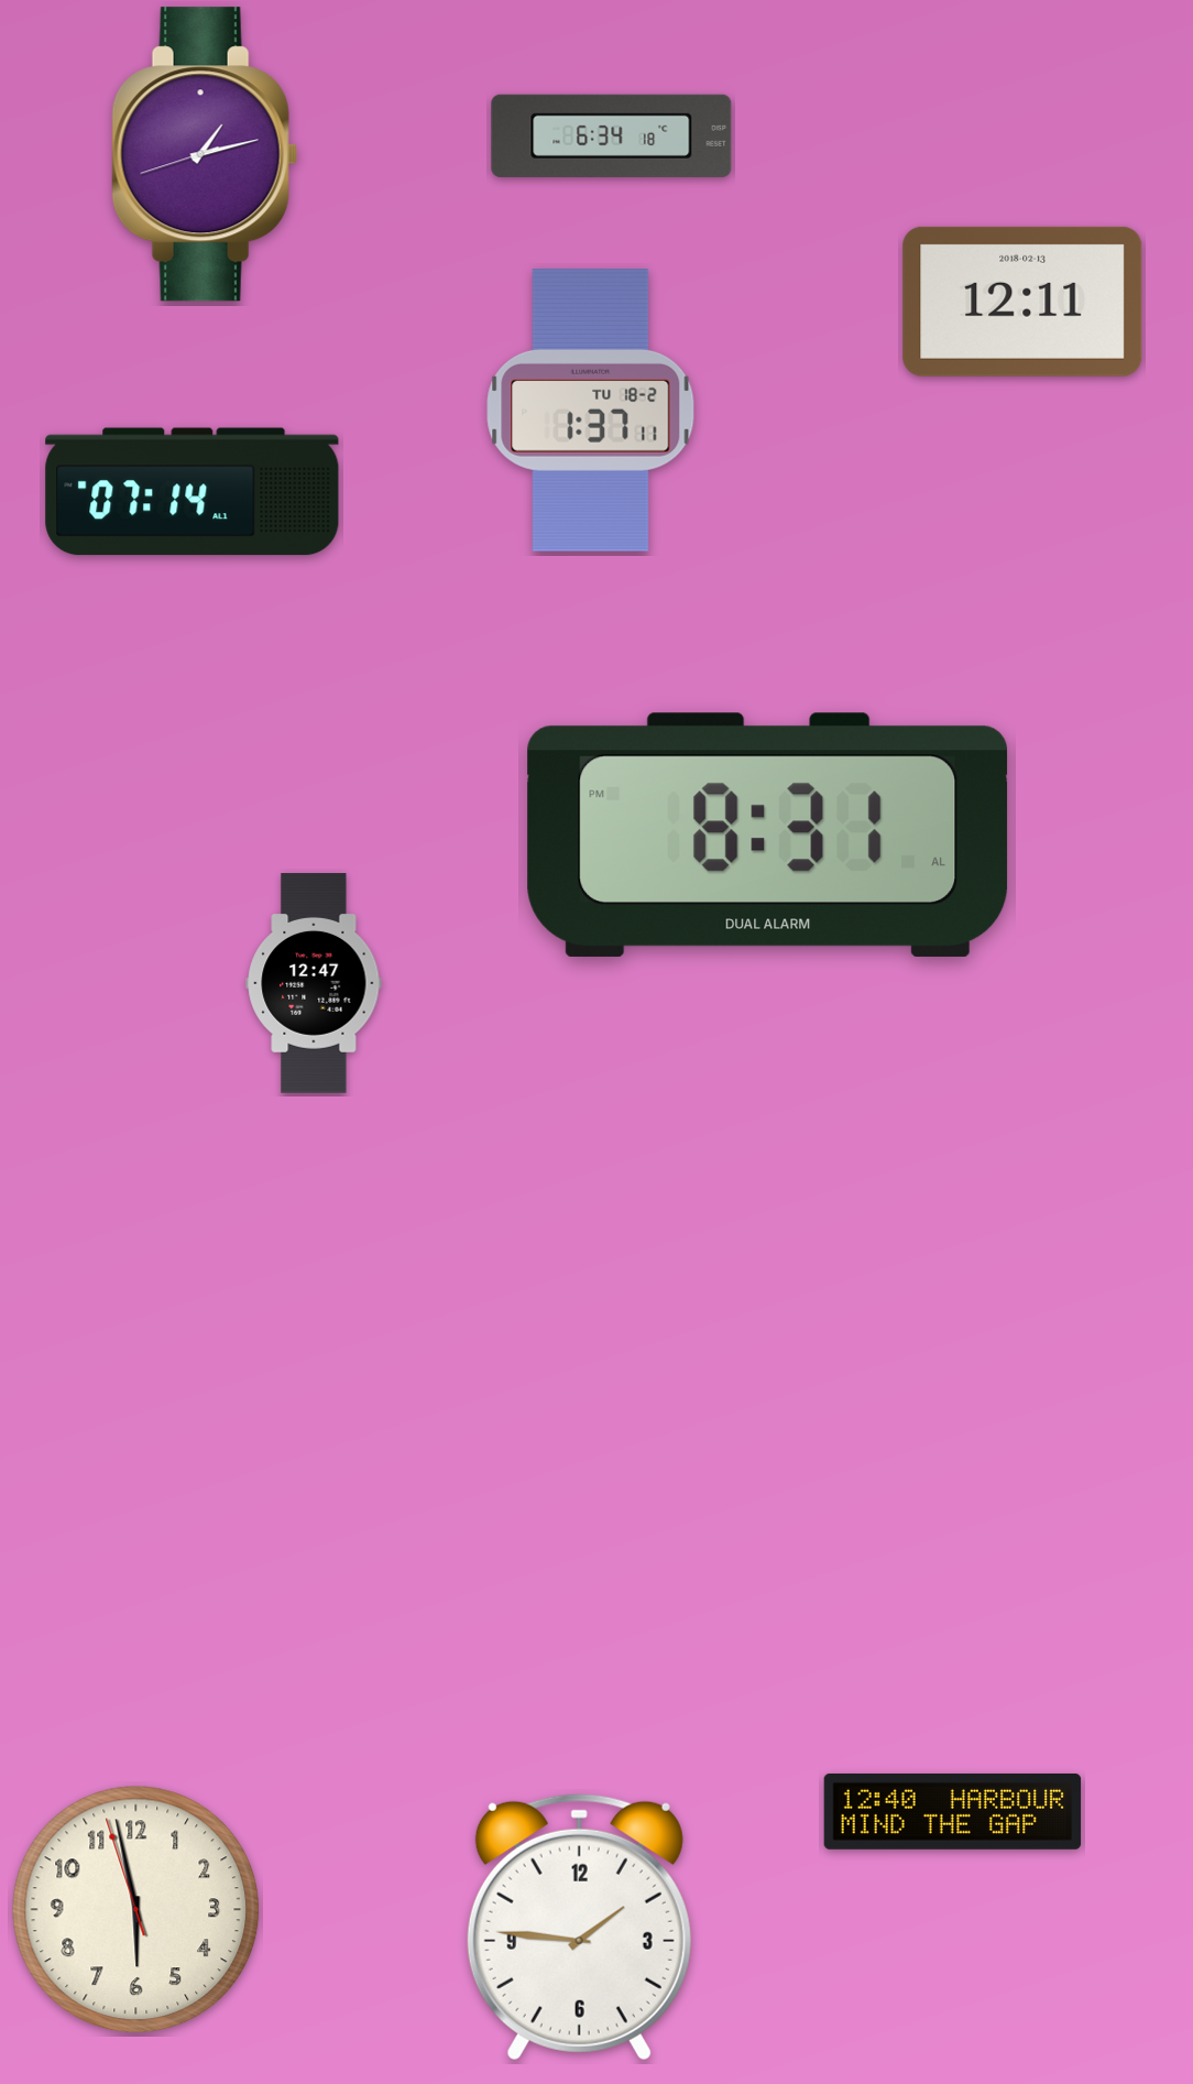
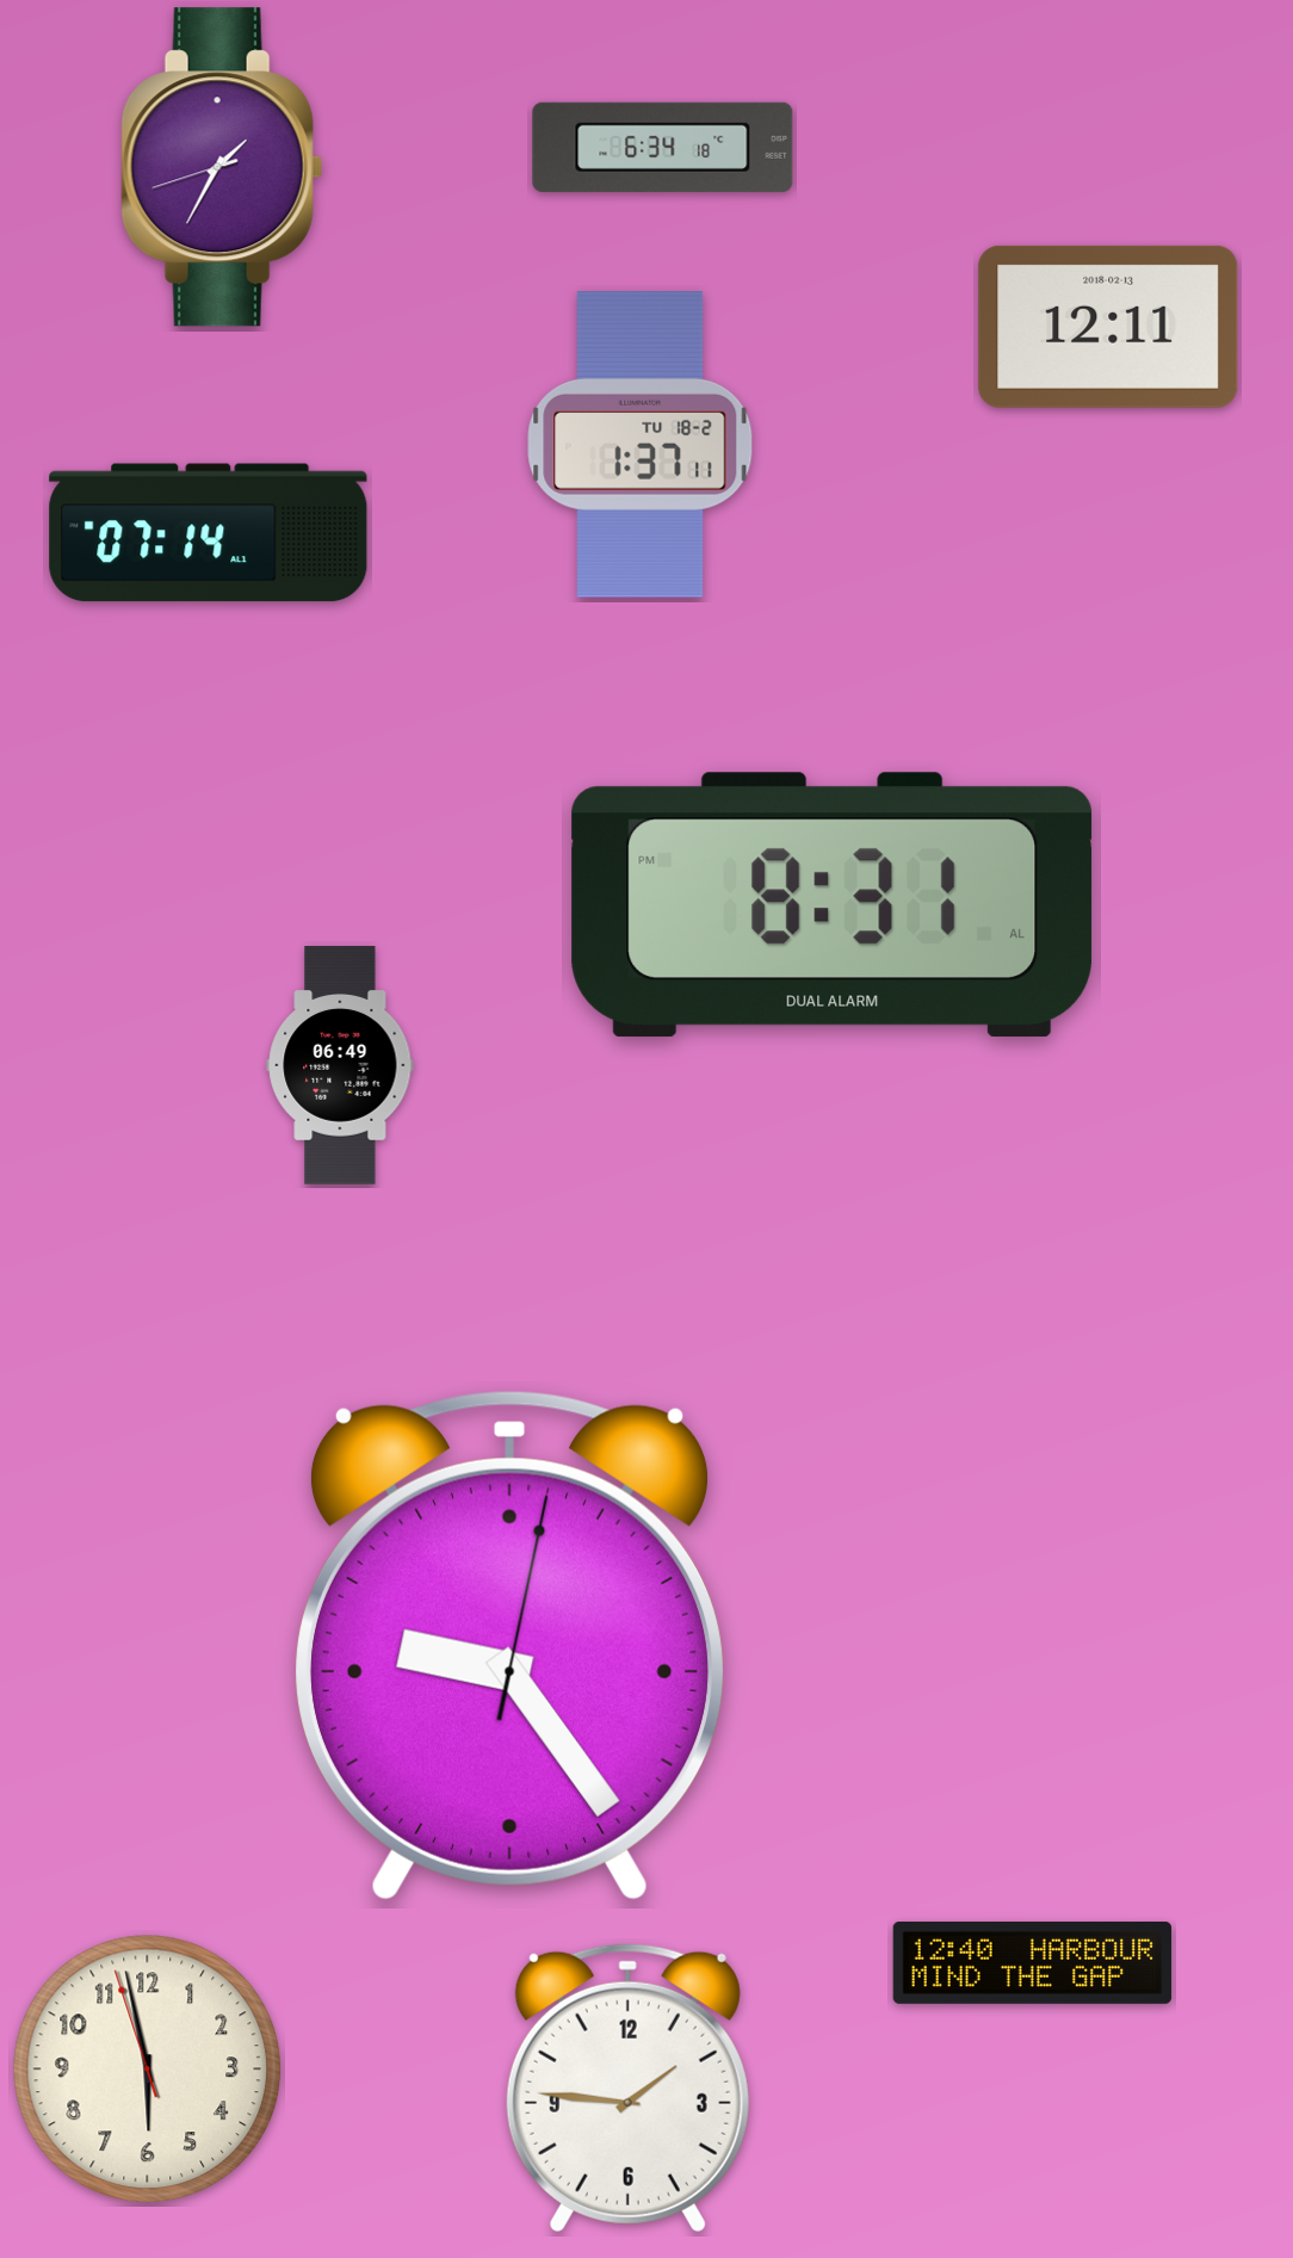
clock at (205, 154): 1:12 -> 1:34
clock at (314, 983): 12:47 -> 06:49
clock at (509, 1646): none -> 9:24
